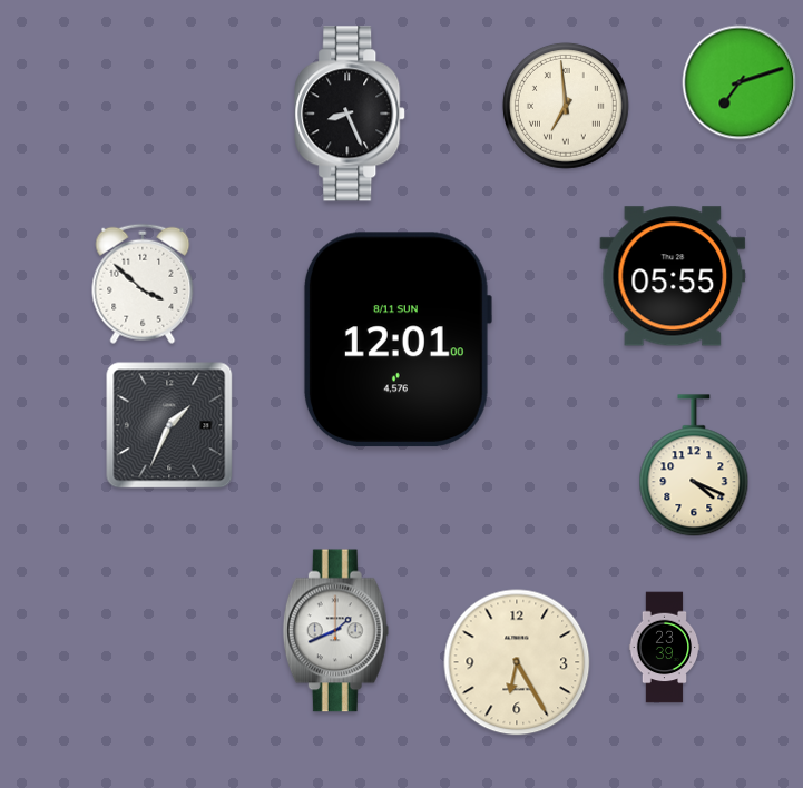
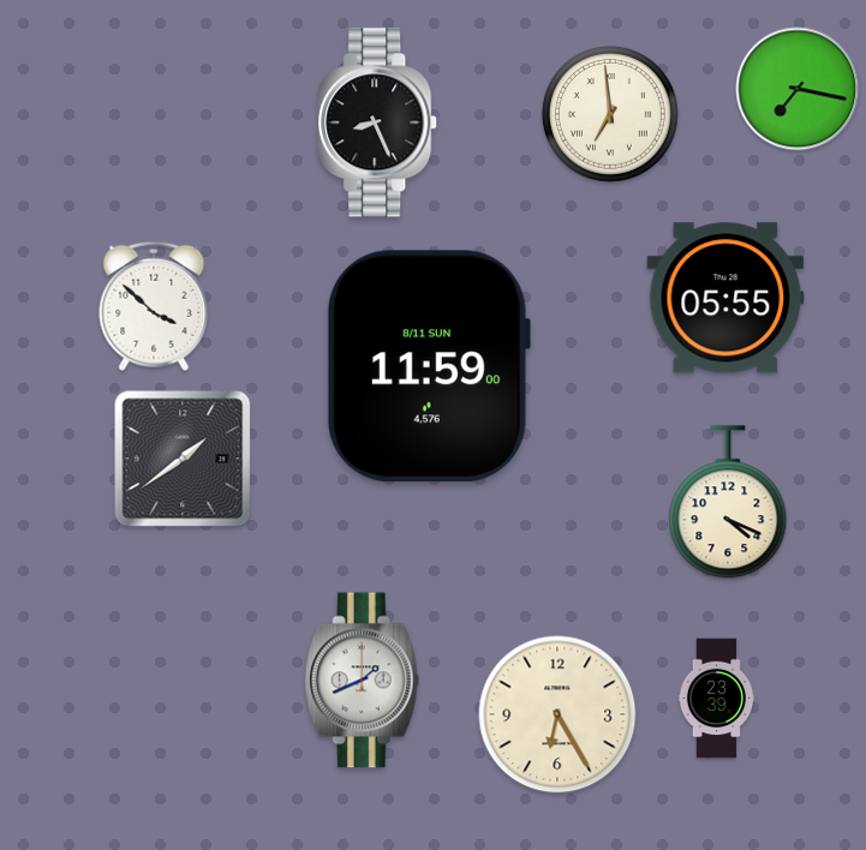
clock at (740, 82): 7:12 -> 7:17
clock at (396, 339): 12:01 -> 11:59
clock at (169, 425): 1:34 -> 1:39
clock at (694, 466) position: (694, 466) -> (728, 503)
